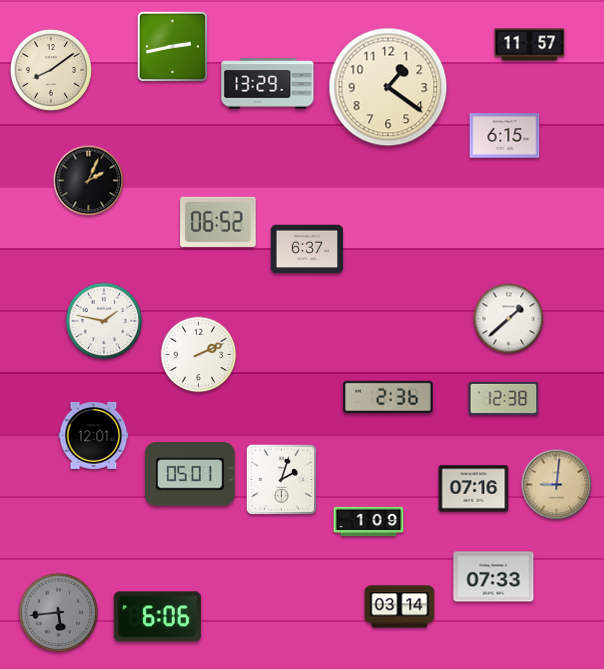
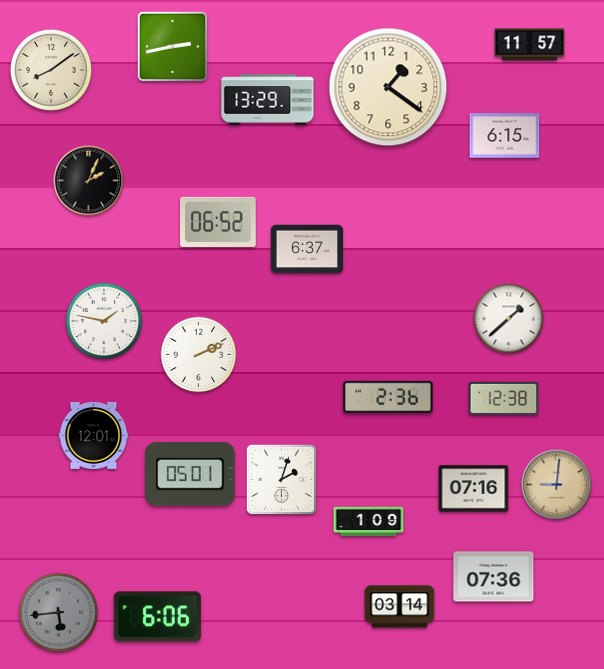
clock at (268, 84) position: (268, 84) -> (268, 100)
clock at (494, 577): 07:33 -> 07:36
